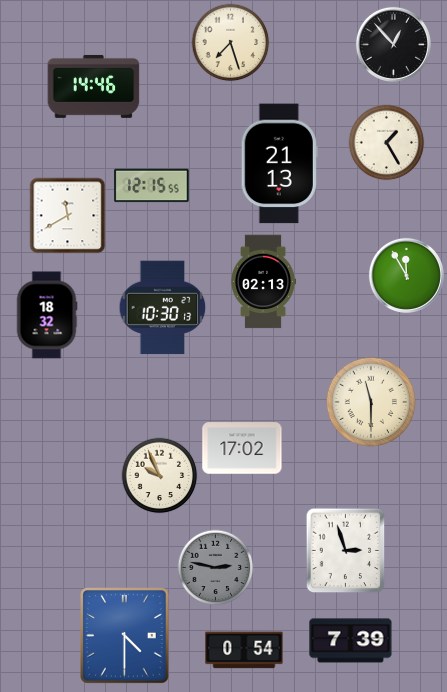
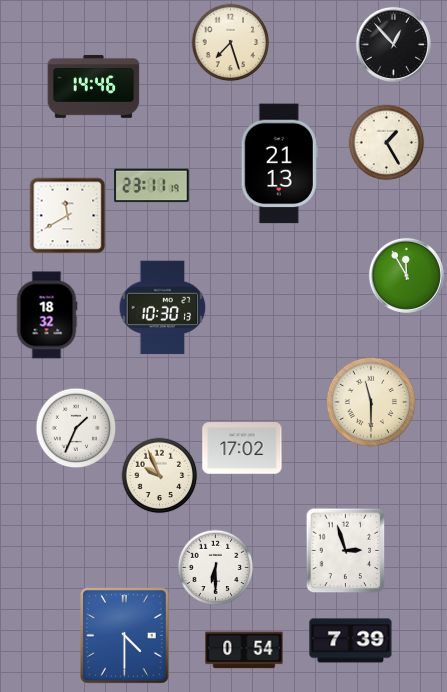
clock at (152, 186): 12:15 -> 23:11
clock at (263, 282): 02:13 -> none
clock at (76, 428): none -> 1:34
clock at (216, 568): 2:47 -> 6:30
clock at (216, 568) dial: grey -> white
